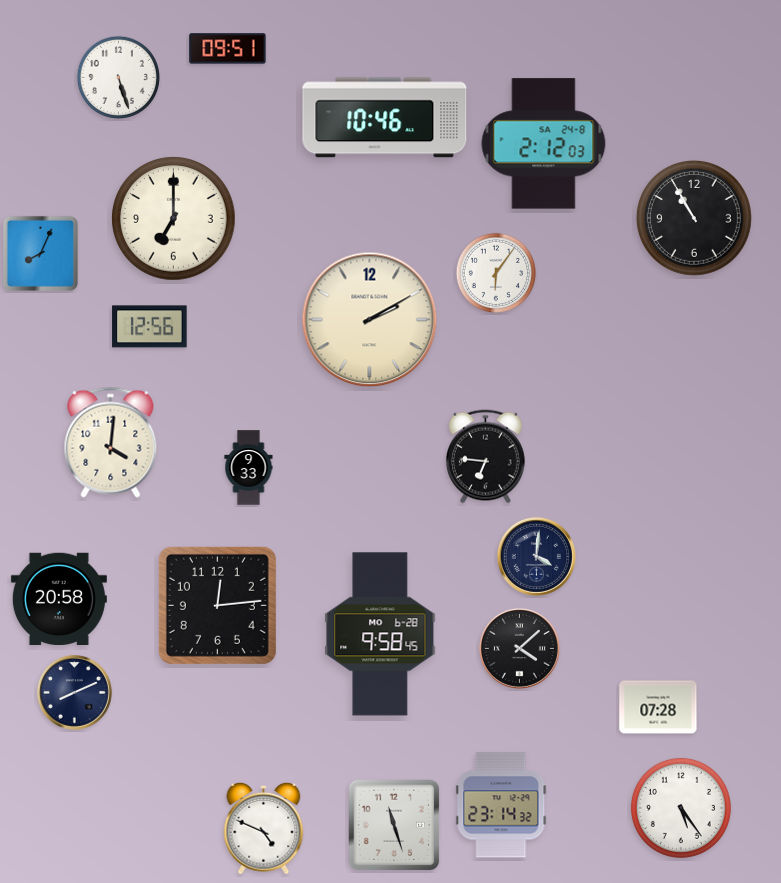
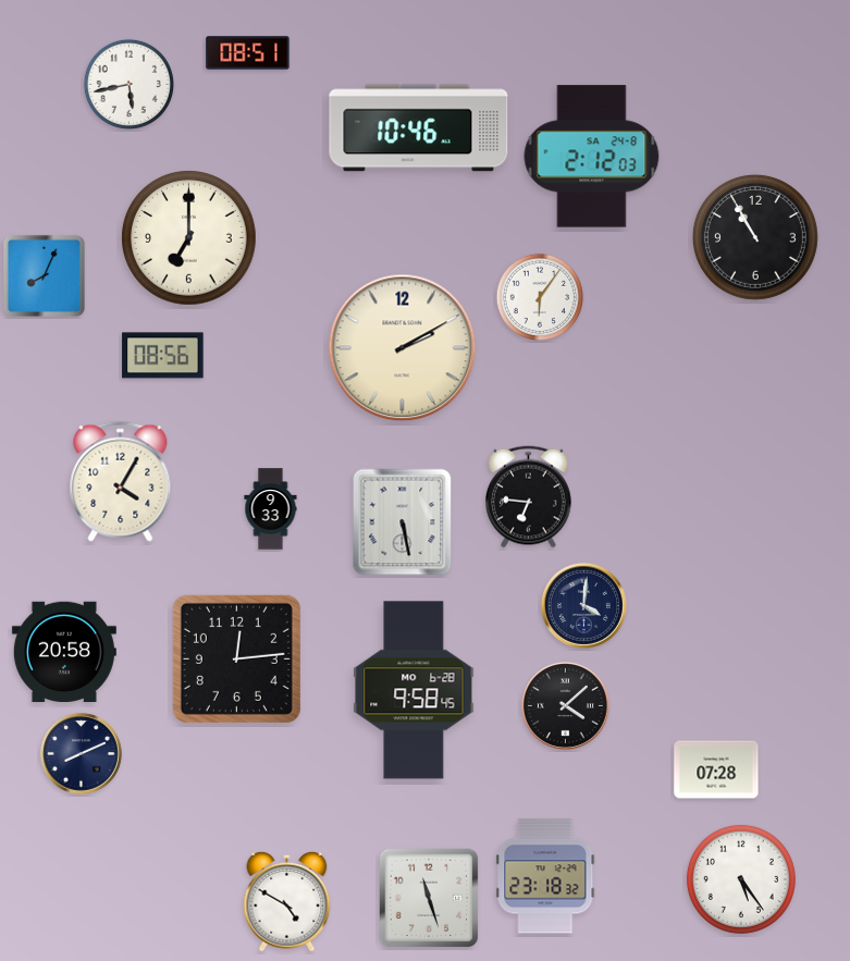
clock at (228, 49): 09:51 -> 08:51
clock at (118, 77): 5:27 -> 5:43
clock at (150, 327): 12:56 -> 08:56
clock at (111, 442): 4:01 -> 4:05
clock at (403, 522): none -> 5:28
clock at (501, 805): 23:14 -> 23:18
clock at (264, 828): 4:49 -> 4:50
